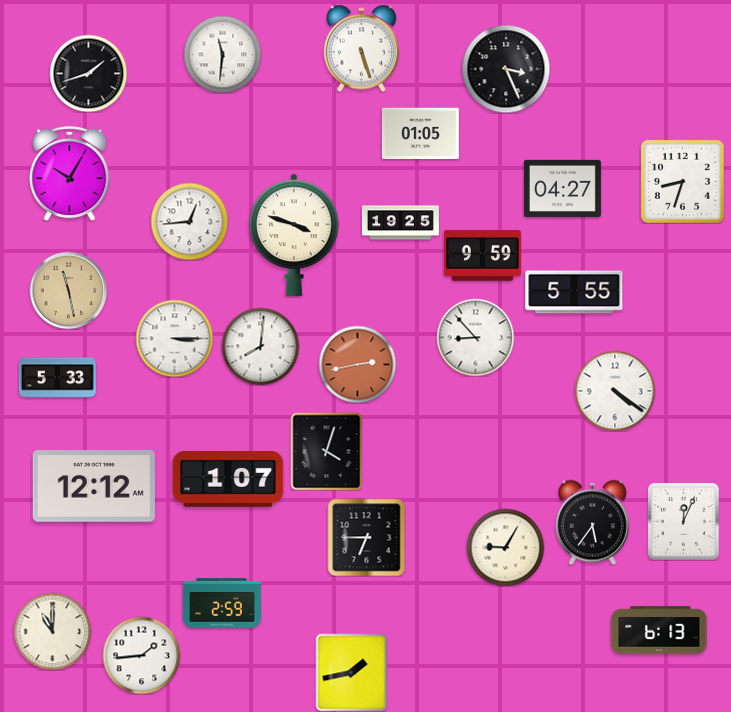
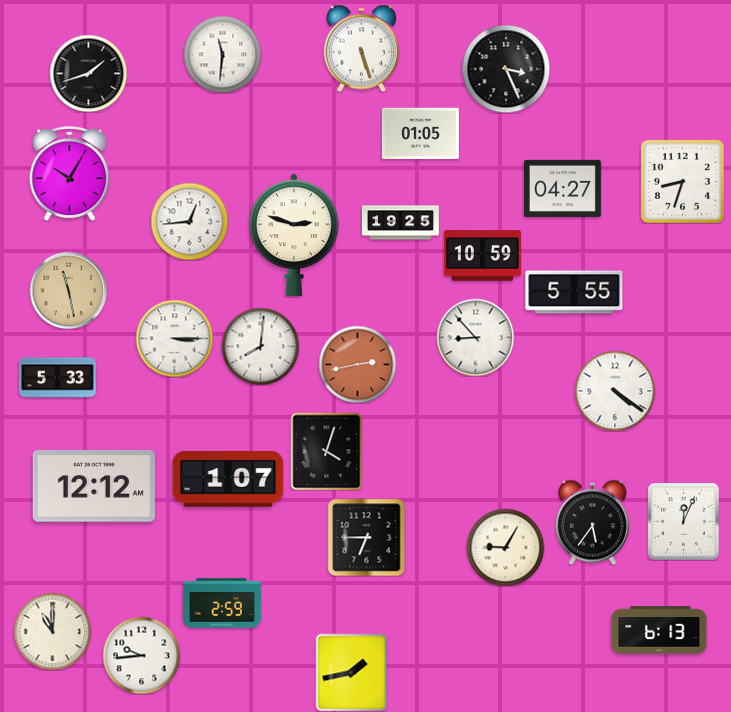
clock at (294, 235): 3:48 -> 2:48
clock at (482, 256): 9:59 -> 10:59
clock at (141, 655): 1:44 -> 9:44
